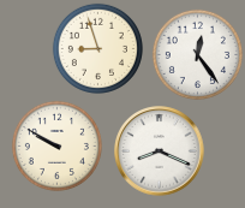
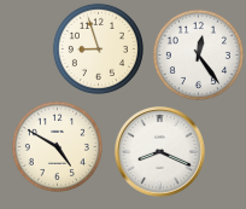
clock at (56, 145): 9:50 -> 4:50
